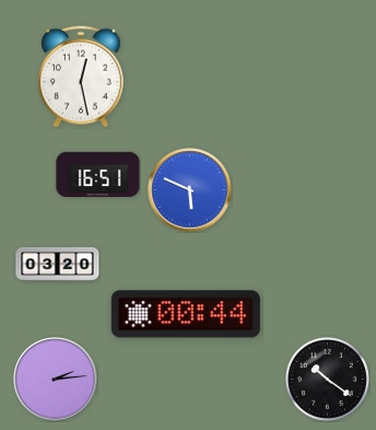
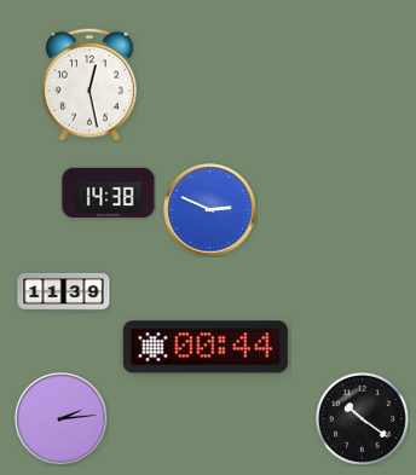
clock at (98, 175): 16:51 -> 14:38
clock at (190, 190): 5:49 -> 2:49
clock at (58, 264): 03:20 -> 11:39
